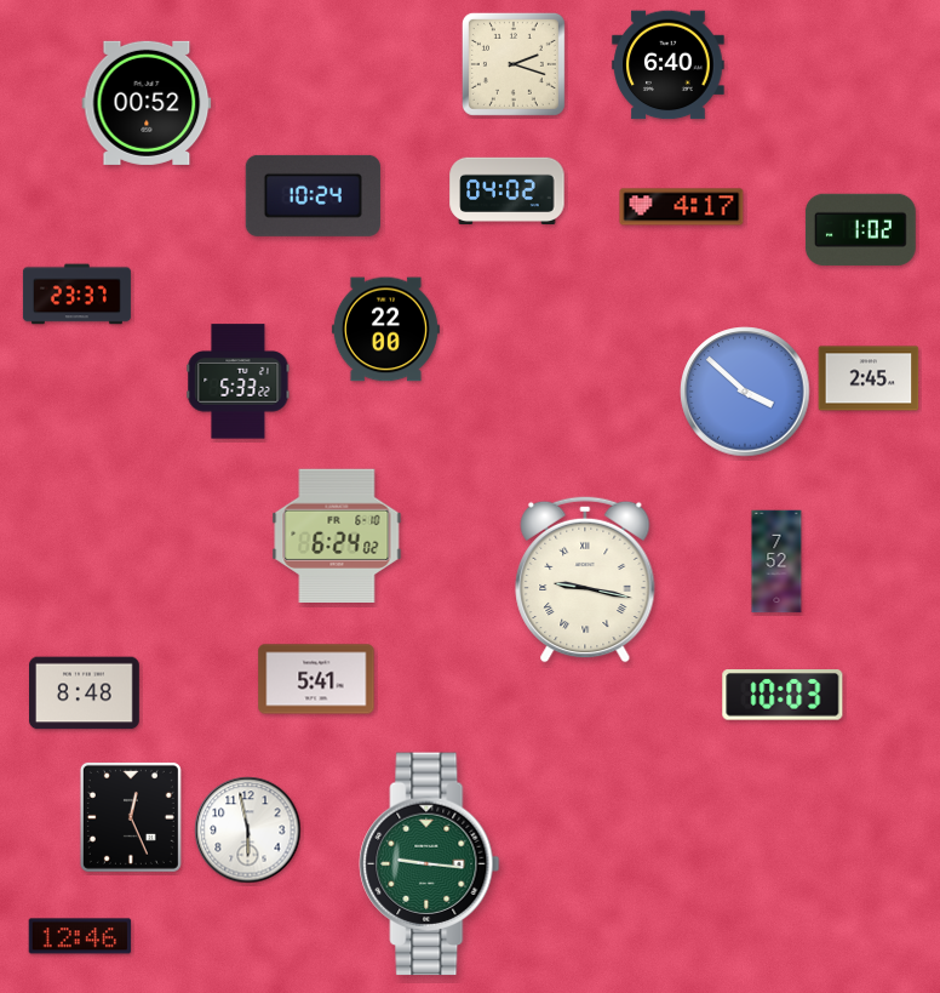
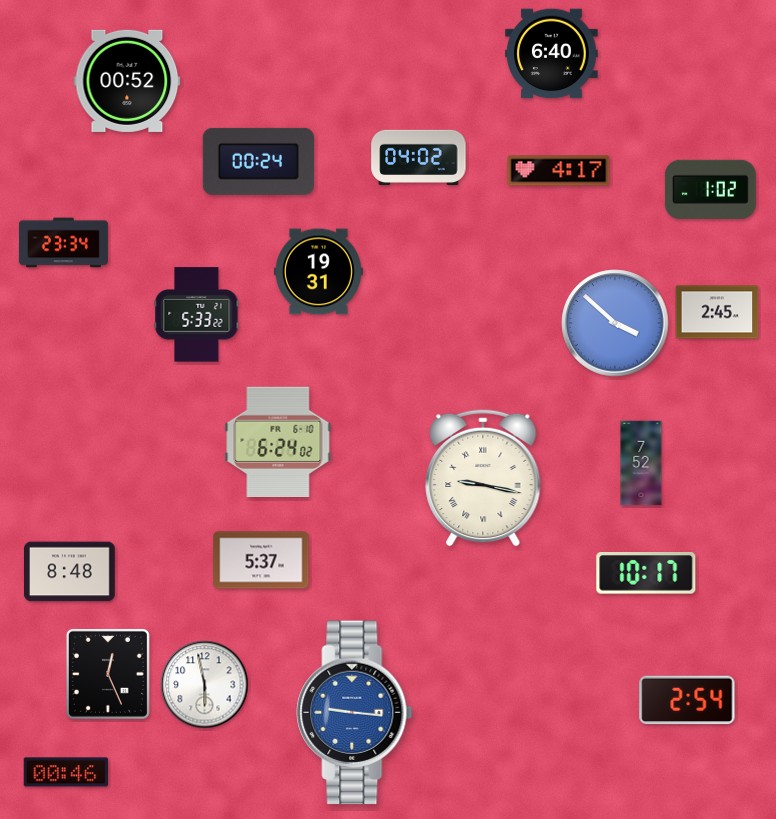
clock at (514, 64): 2:18 -> none
clock at (147, 103) position: (147, 103) -> (127, 81)
clock at (313, 195): 10:24 -> 00:24
clock at (682, 207) position: (682, 207) -> (559, 171)
clock at (76, 295): 23:37 -> 23:34
clock at (385, 330): 22:00 -> 19:31
clock at (316, 679): 5:41 -> 5:37
clock at (783, 695): 10:03 -> 10:17
clock at (687, 700): none -> 2:54
clock at (430, 864) dial: green -> blue
clock at (80, 936): 12:46 -> 00:46
